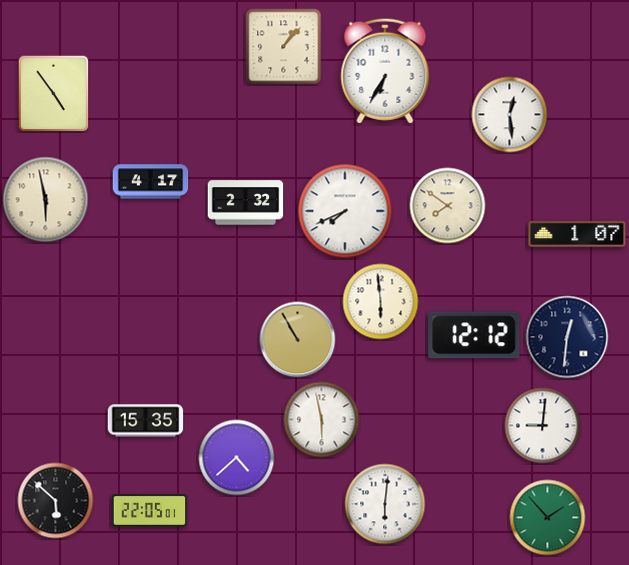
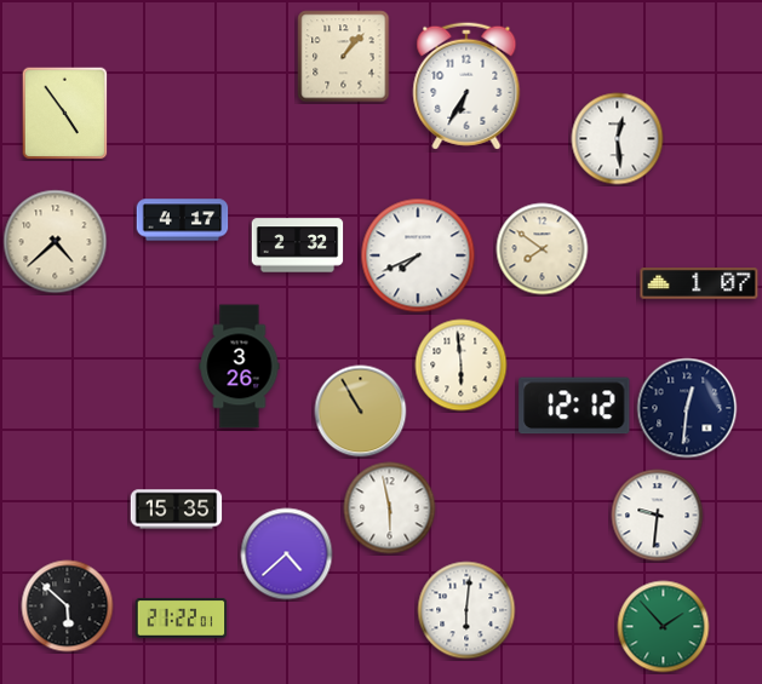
clock at (46, 200): 5:58 -> 4:38
clock at (240, 367): none -> 3:26
clock at (543, 426): 9:01 -> 9:31
clock at (150, 511): 22:05 -> 21:22
